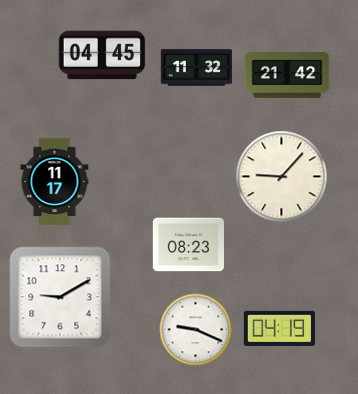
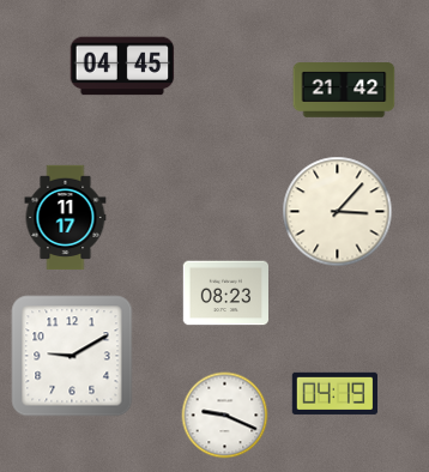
clock at (196, 68): 11:32 -> none
clock at (282, 177): 9:07 -> 3:07
clock at (196, 330) position: (196, 330) -> (225, 416)
